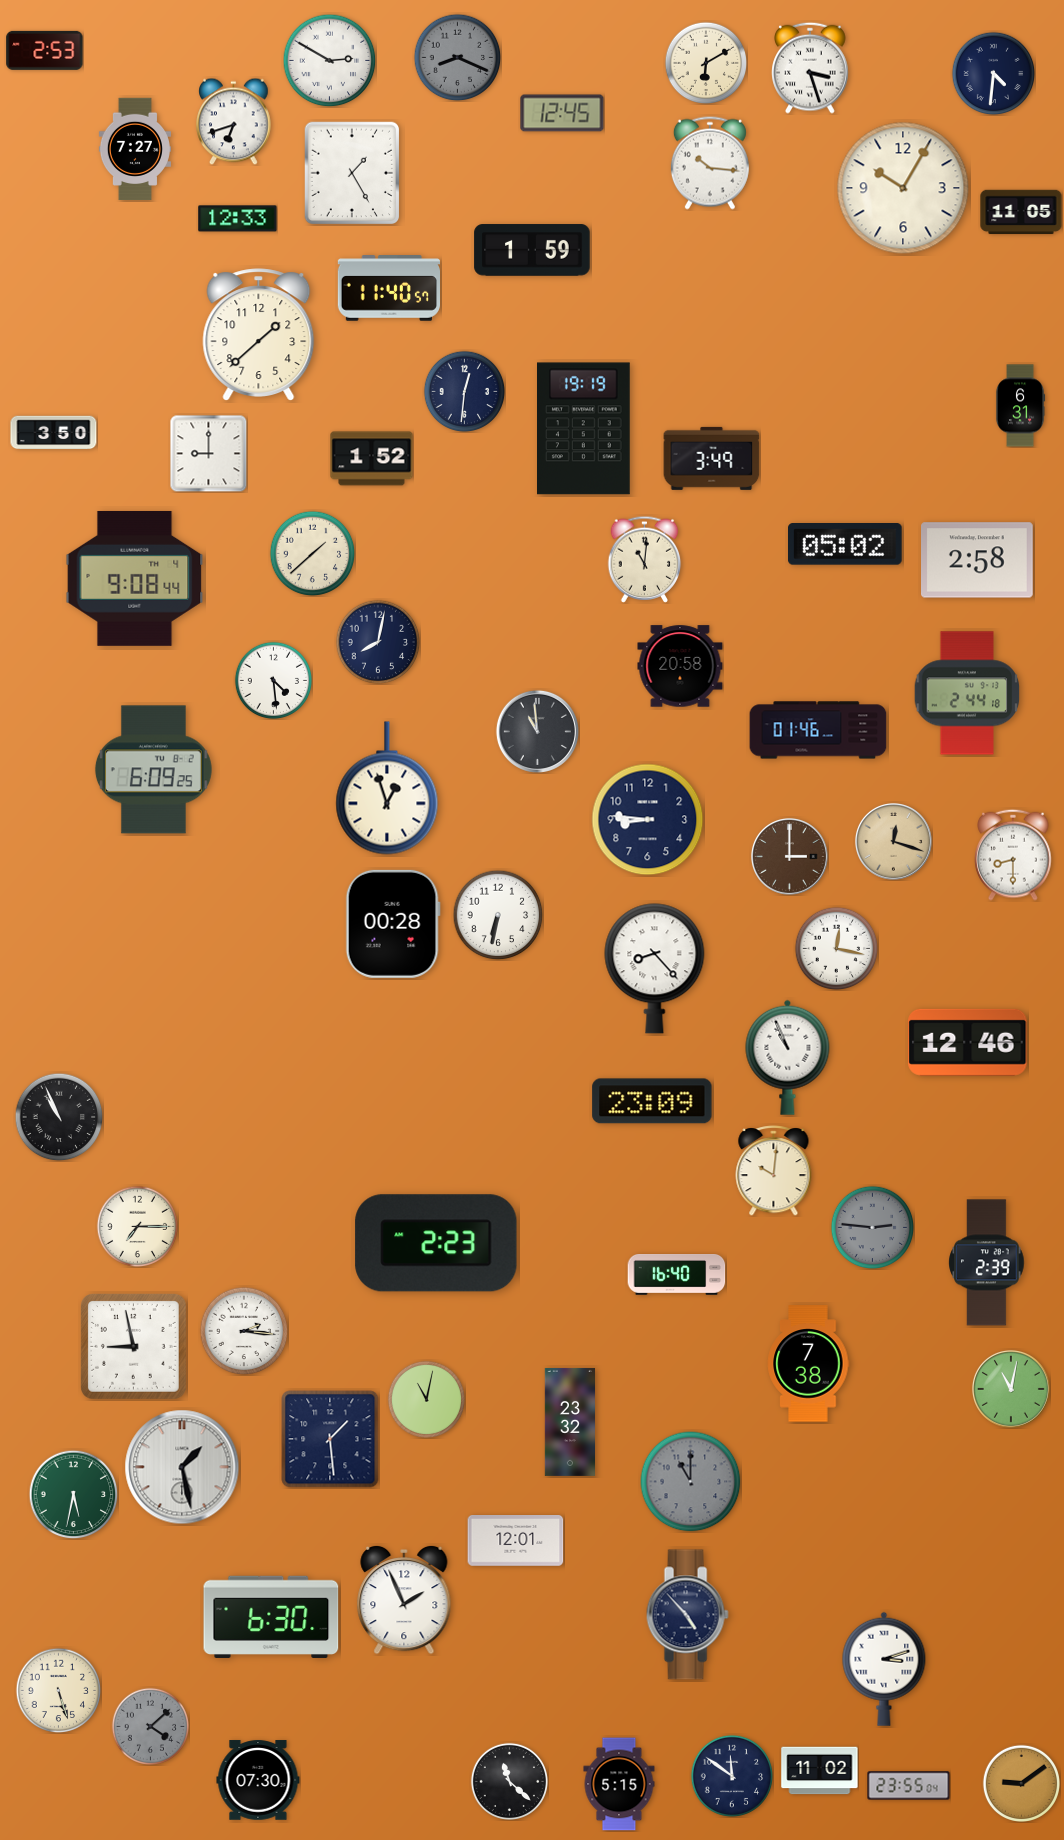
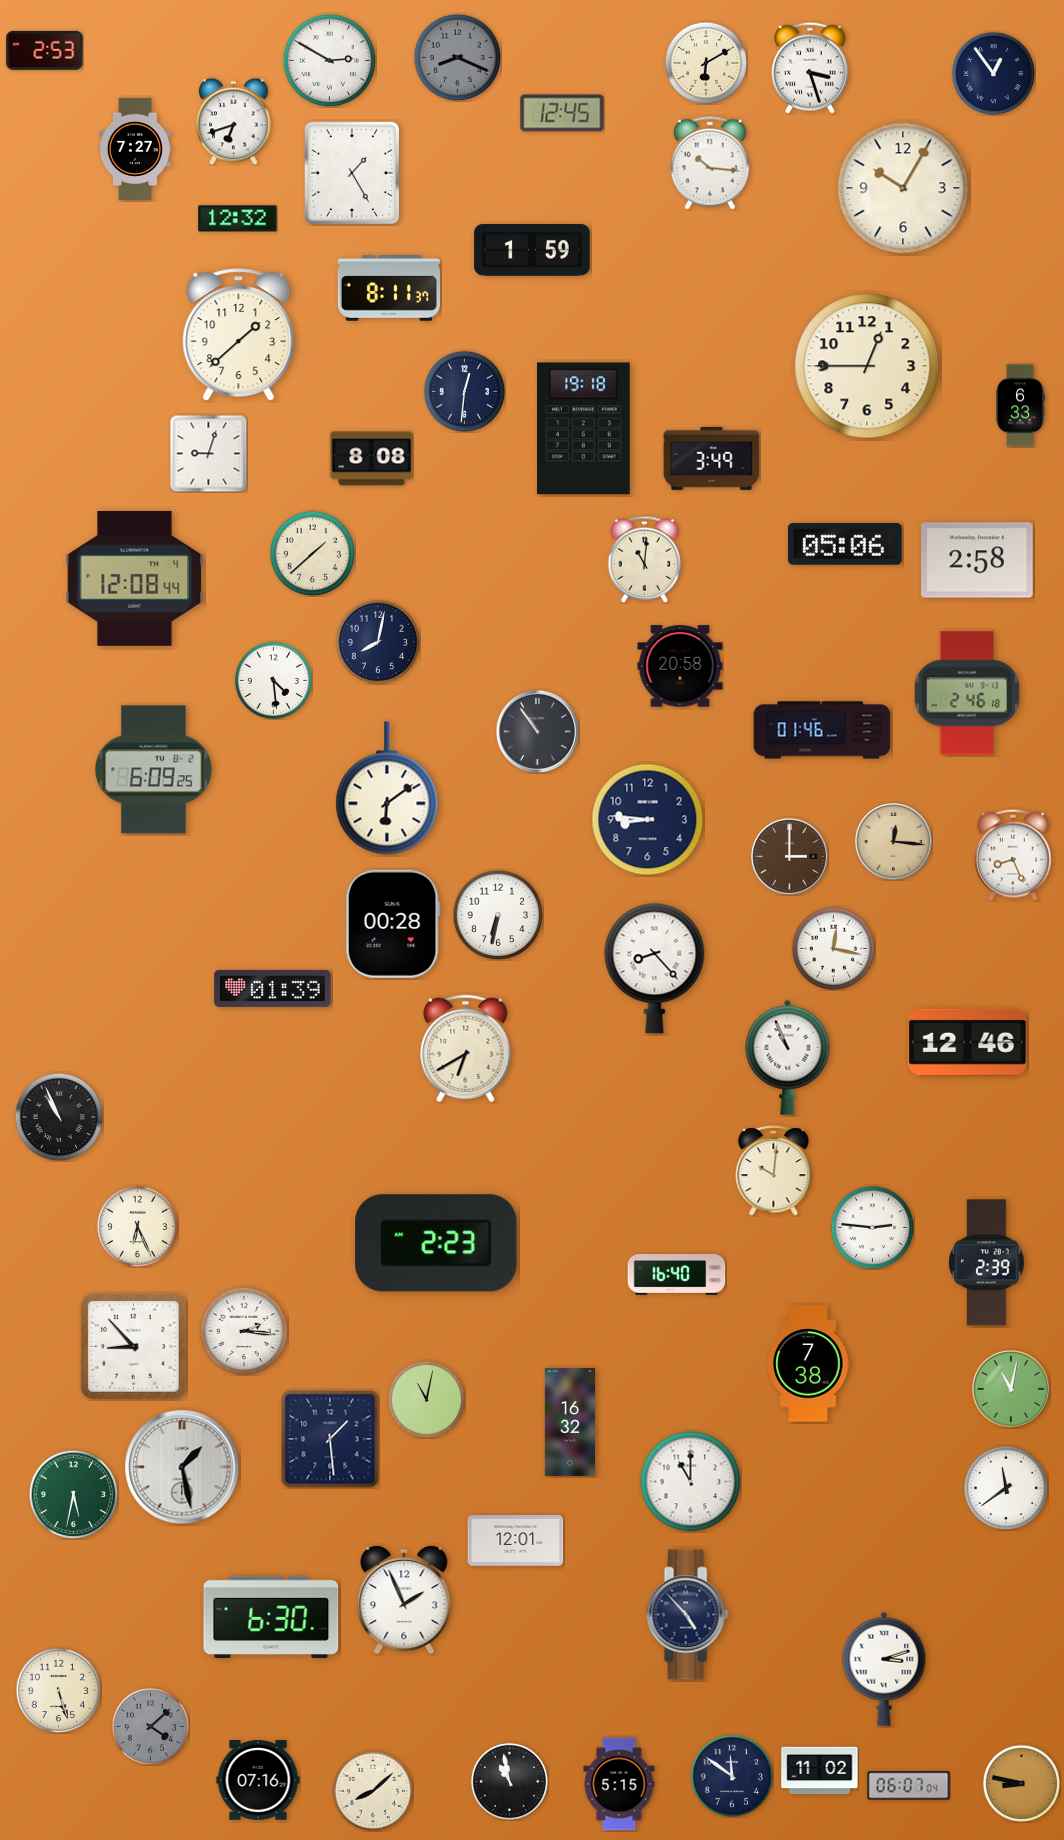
clock at (993, 73): 4:31 -> 12:54
clock at (1021, 212): 11:05 -> none
clock at (238, 219): 12:33 -> 12:32
clock at (388, 288): 11:40 -> 8:11
clock at (259, 334) position: (259, 334) -> (239, 334)
clock at (867, 366): none -> 12:45
clock at (1020, 406): 6:31 -> 6:33
clock at (584, 429): 19:19 -> 19:18
clock at (54, 433): 3:50 -> none
clock at (208, 453): 9:00 -> 9:03
clock at (372, 459): 1:52 -> 8:08
clock at (846, 545): 05:02 -> 05:06
clock at (135, 578): 9:08 -> 12:08
clock at (967, 693): 2:44 -> 2:46
clock at (818, 730) position: (818, 730) -> (822, 730)
clock at (537, 731): 10:59 -> 10:54
clock at (387, 788): 12:57 -> 6:09
clock at (893, 841): 12:18 -> 12:16
clock at (1013, 855): 8:30 -> 8:26
clock at (836, 948) position: (836, 948) -> (833, 948)
clock at (273, 988): none -> 01:39
clock at (466, 1049): none -> 6:40
clock at (652, 1101): 23:09 -> none
clock at (137, 1226): 7:15 -> 6:26
clock at (872, 1227) dial: grey -> white
clock at (134, 1347): 8:58 -> 8:53
clock at (570, 1422): 23:32 -> 16:32
clock at (691, 1482) dial: grey -> white
clock at (1006, 1488): none -> 11:39
clock at (258, 1780): 07:30 -> 07:16
clock at (509, 1781): 11:22 -> 10:58
clock at (1021, 1783): 9:09 -> 8:47
clock at (909, 1786): 23:55 -> 06:07
clock at (373, 1791): none -> 8:08
